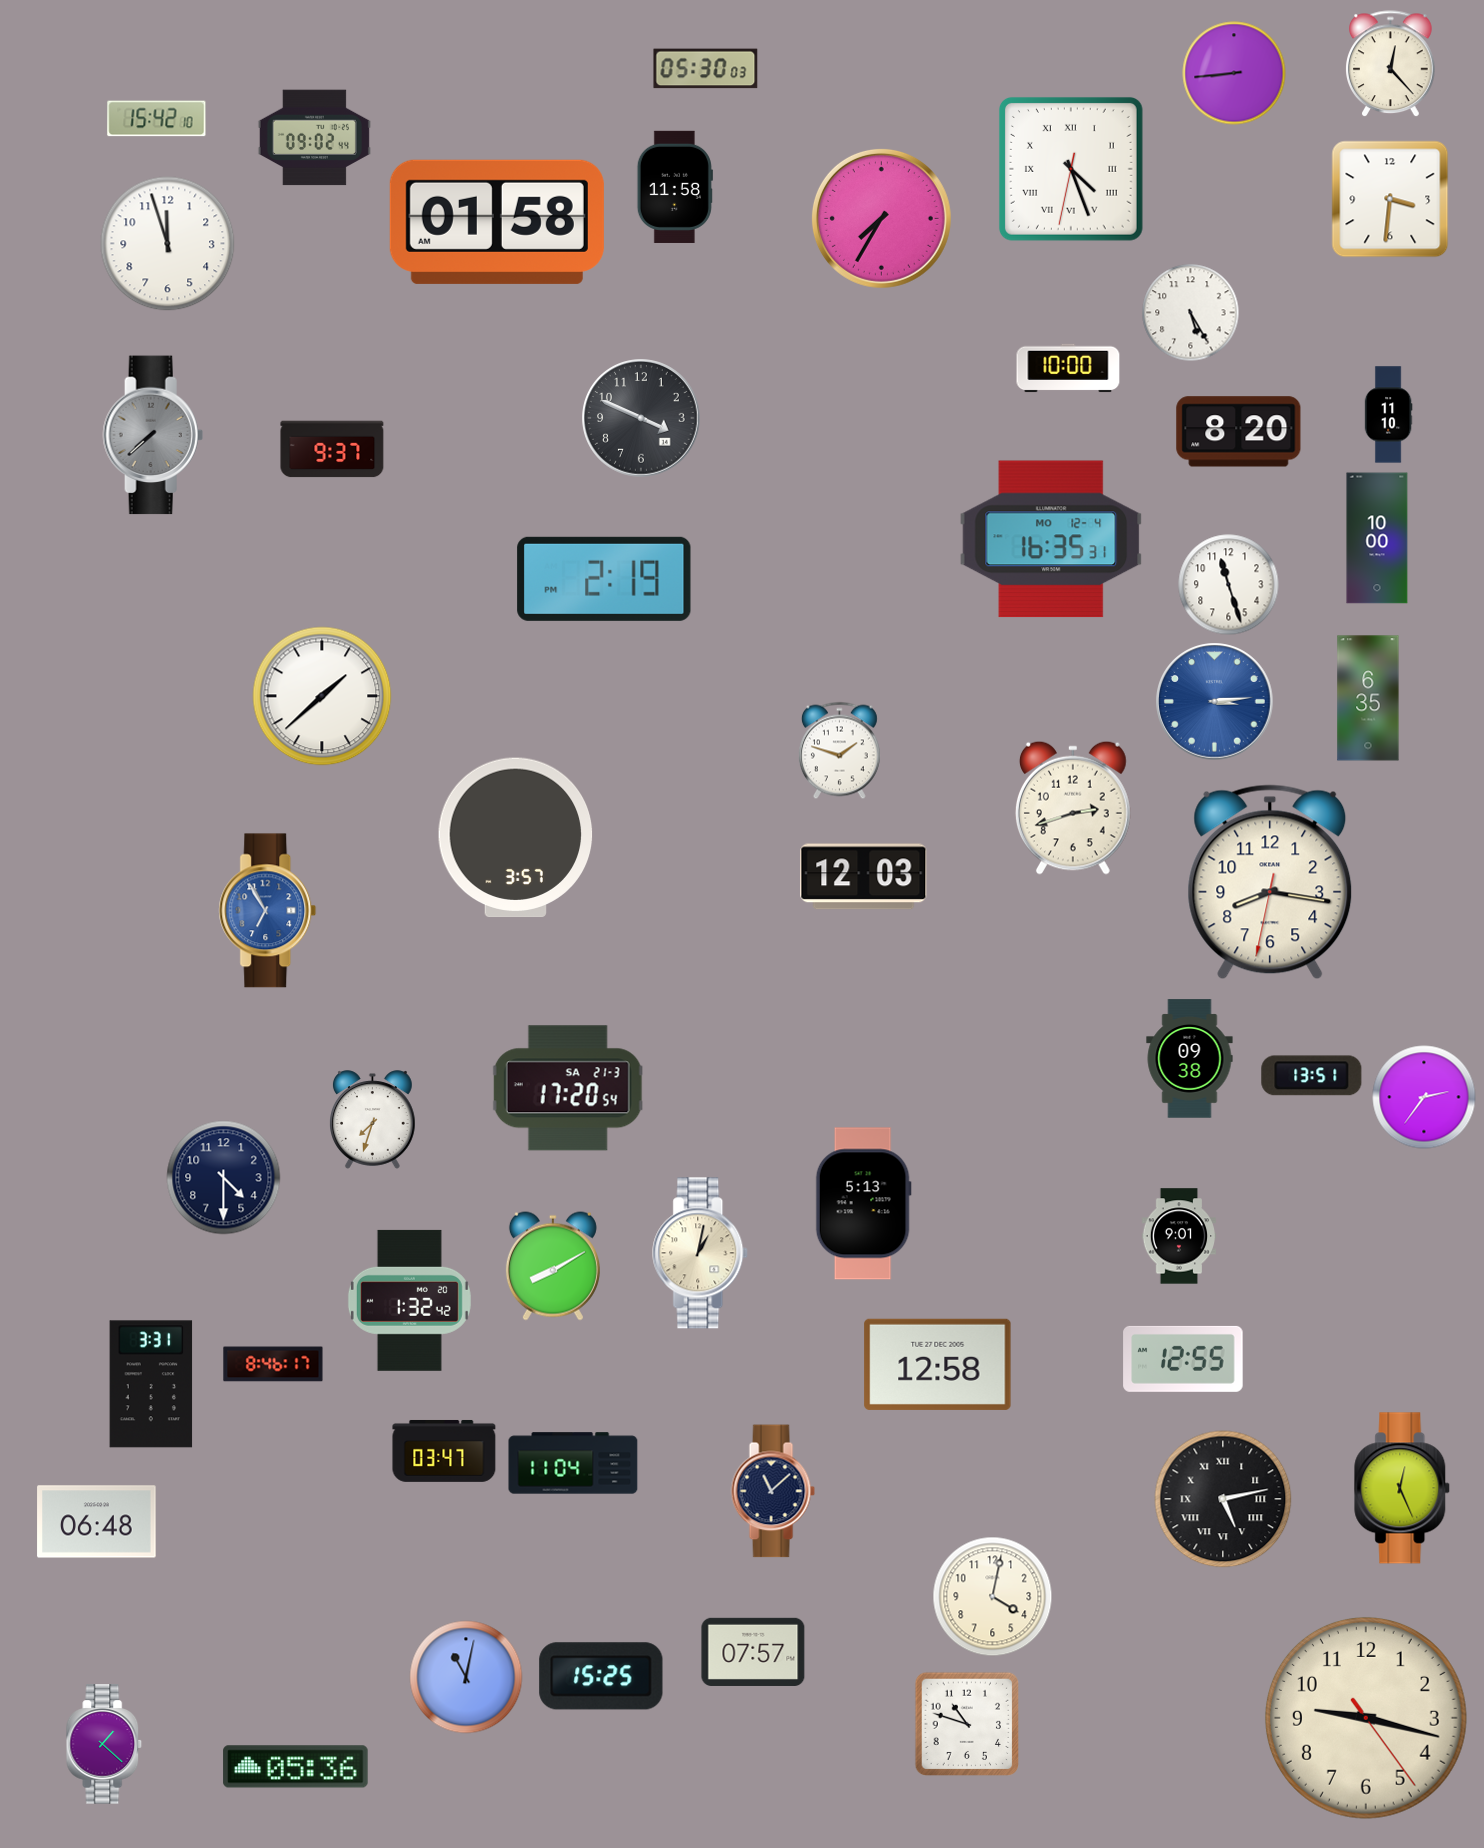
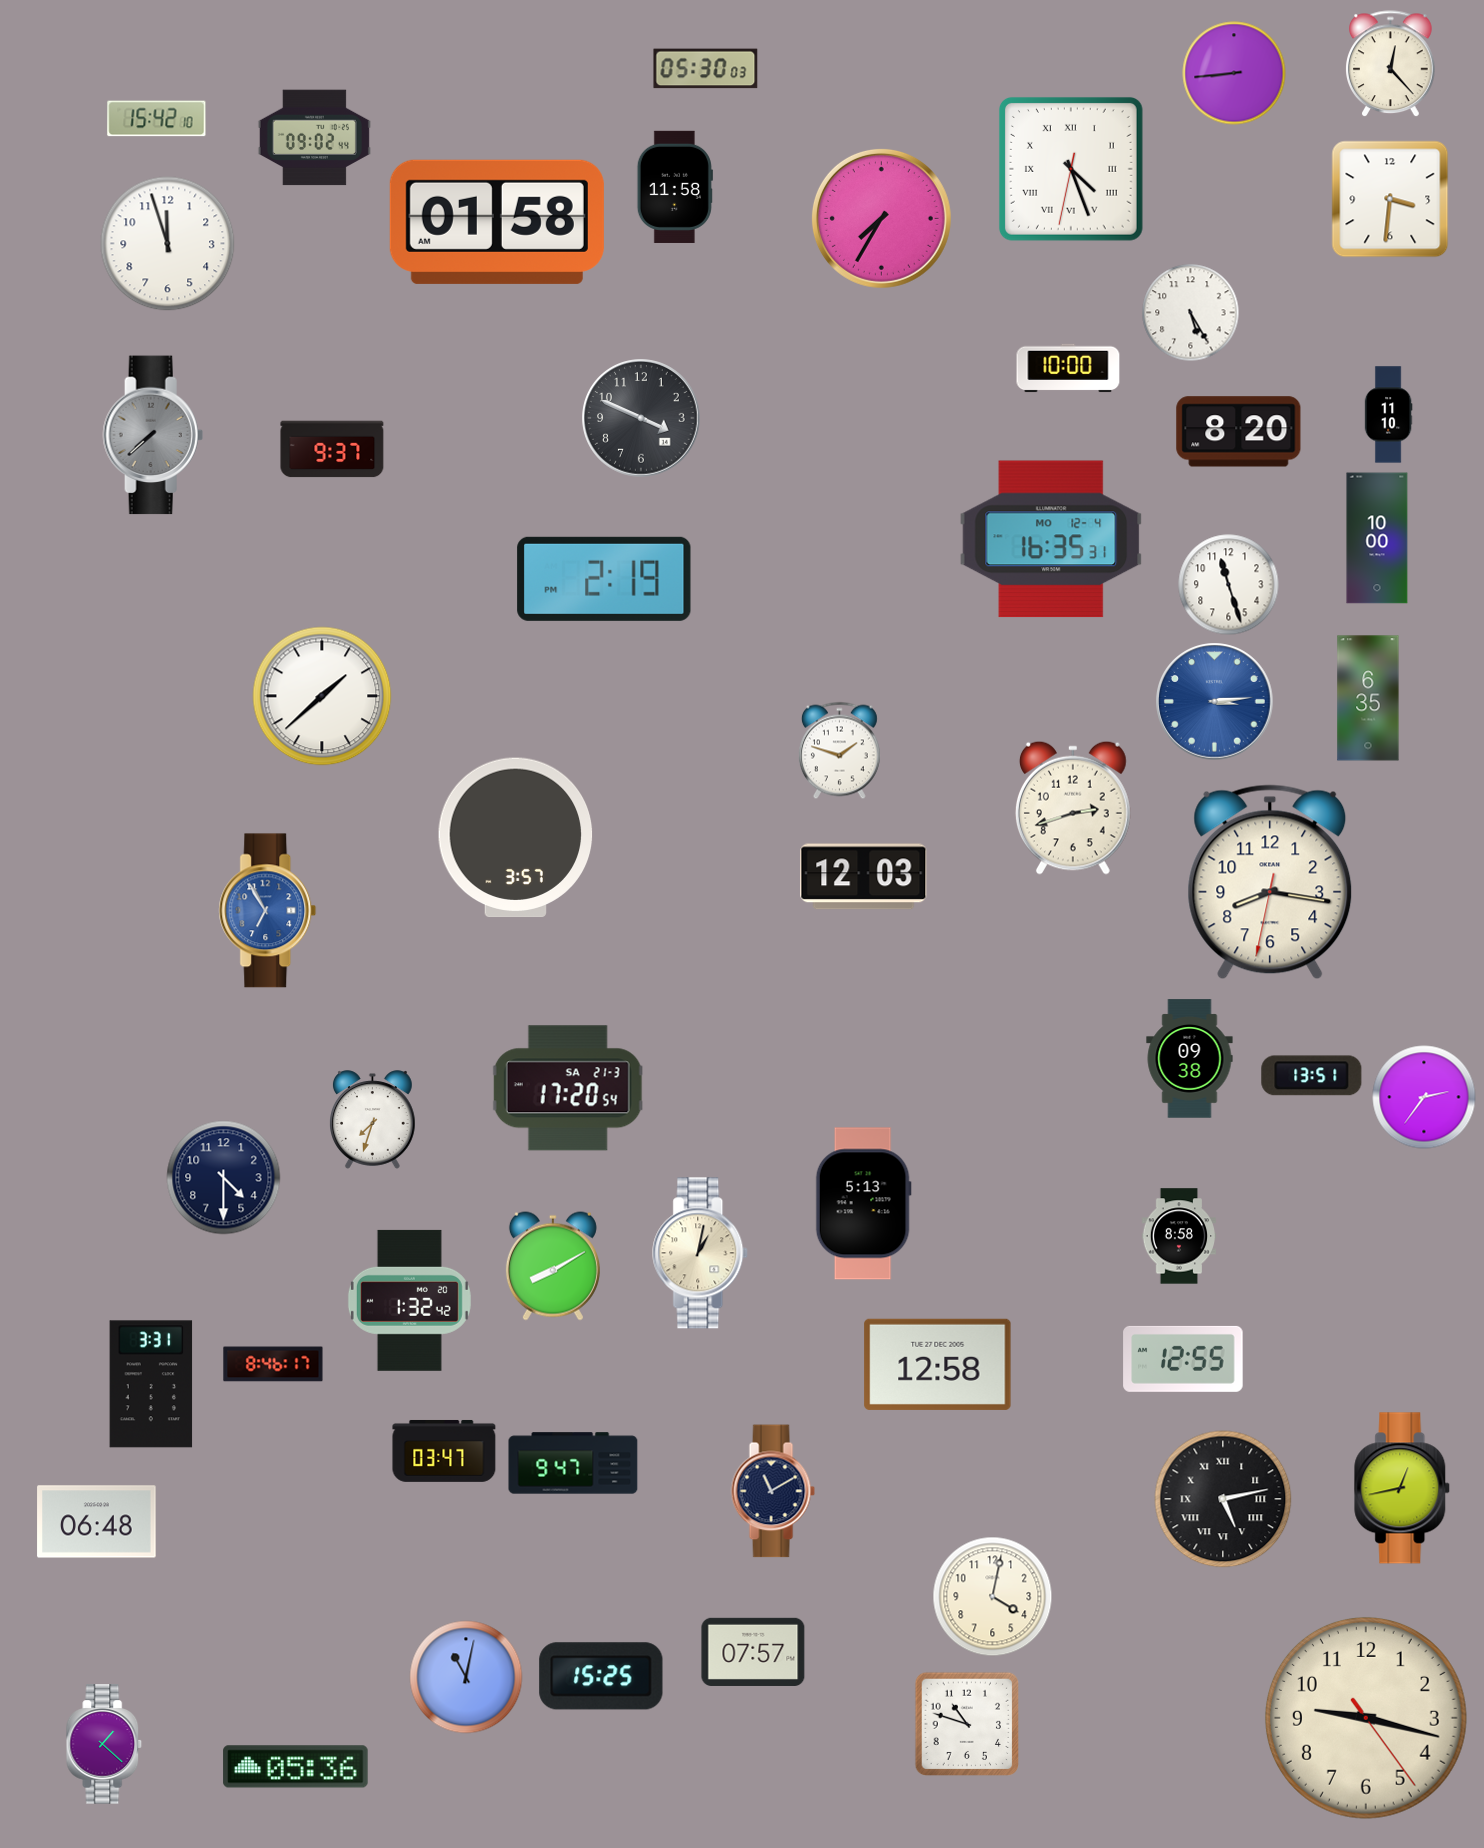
clock at (1179, 1236): 9:01 -> 8:58
clock at (573, 1463): 11:04 -> 9:47
clock at (1403, 1488): 12:26 -> 12:43
clock at (773, 1491): 11:08 -> 11:10
